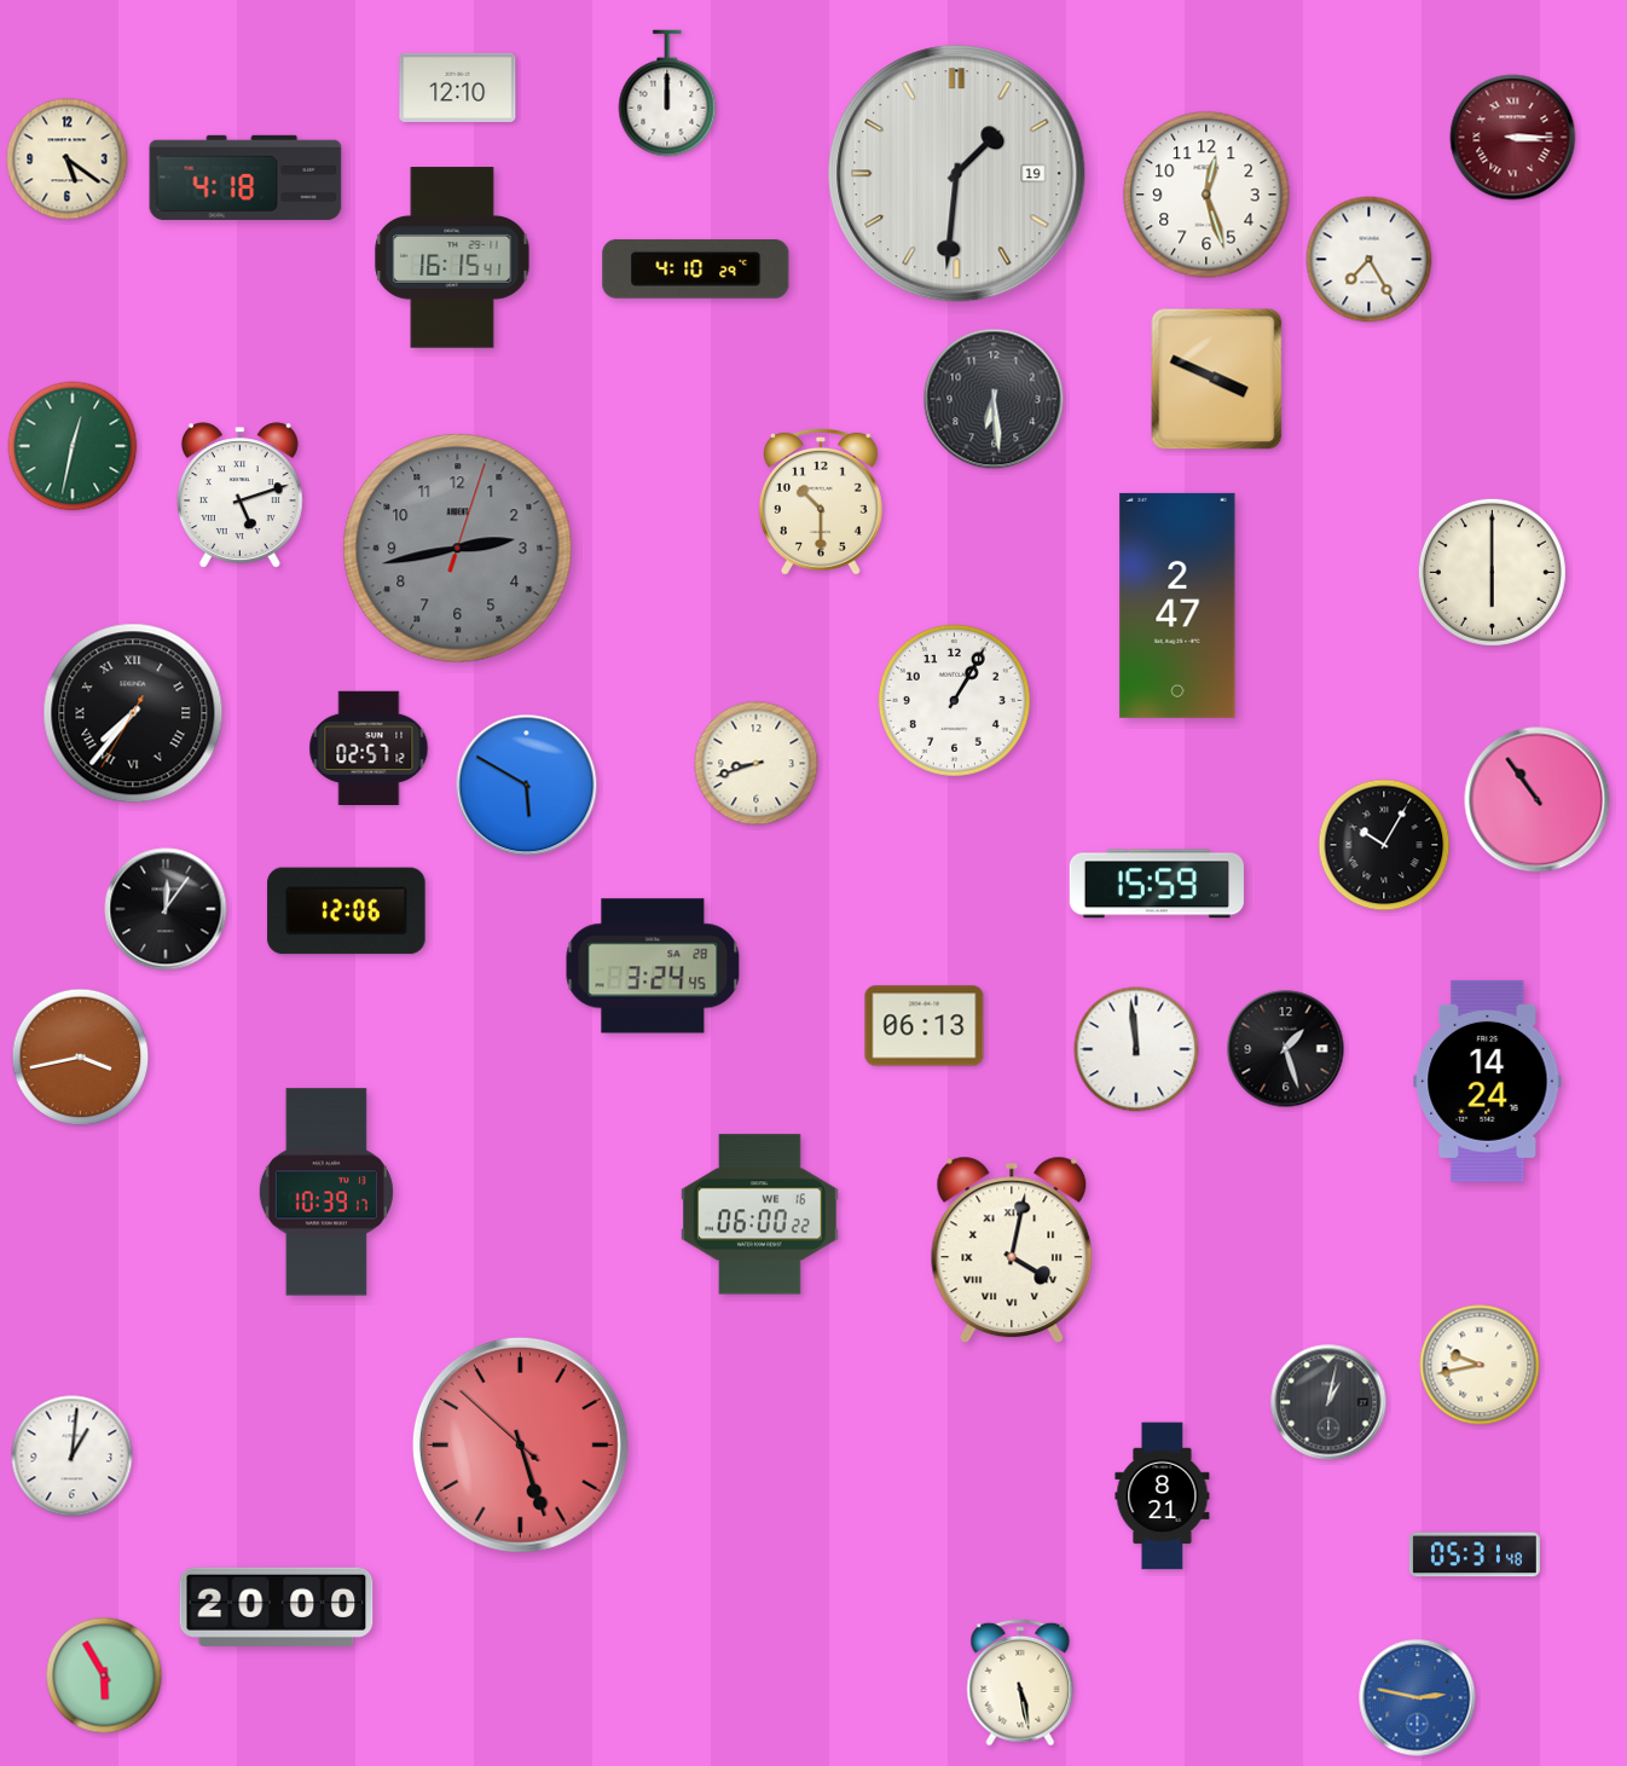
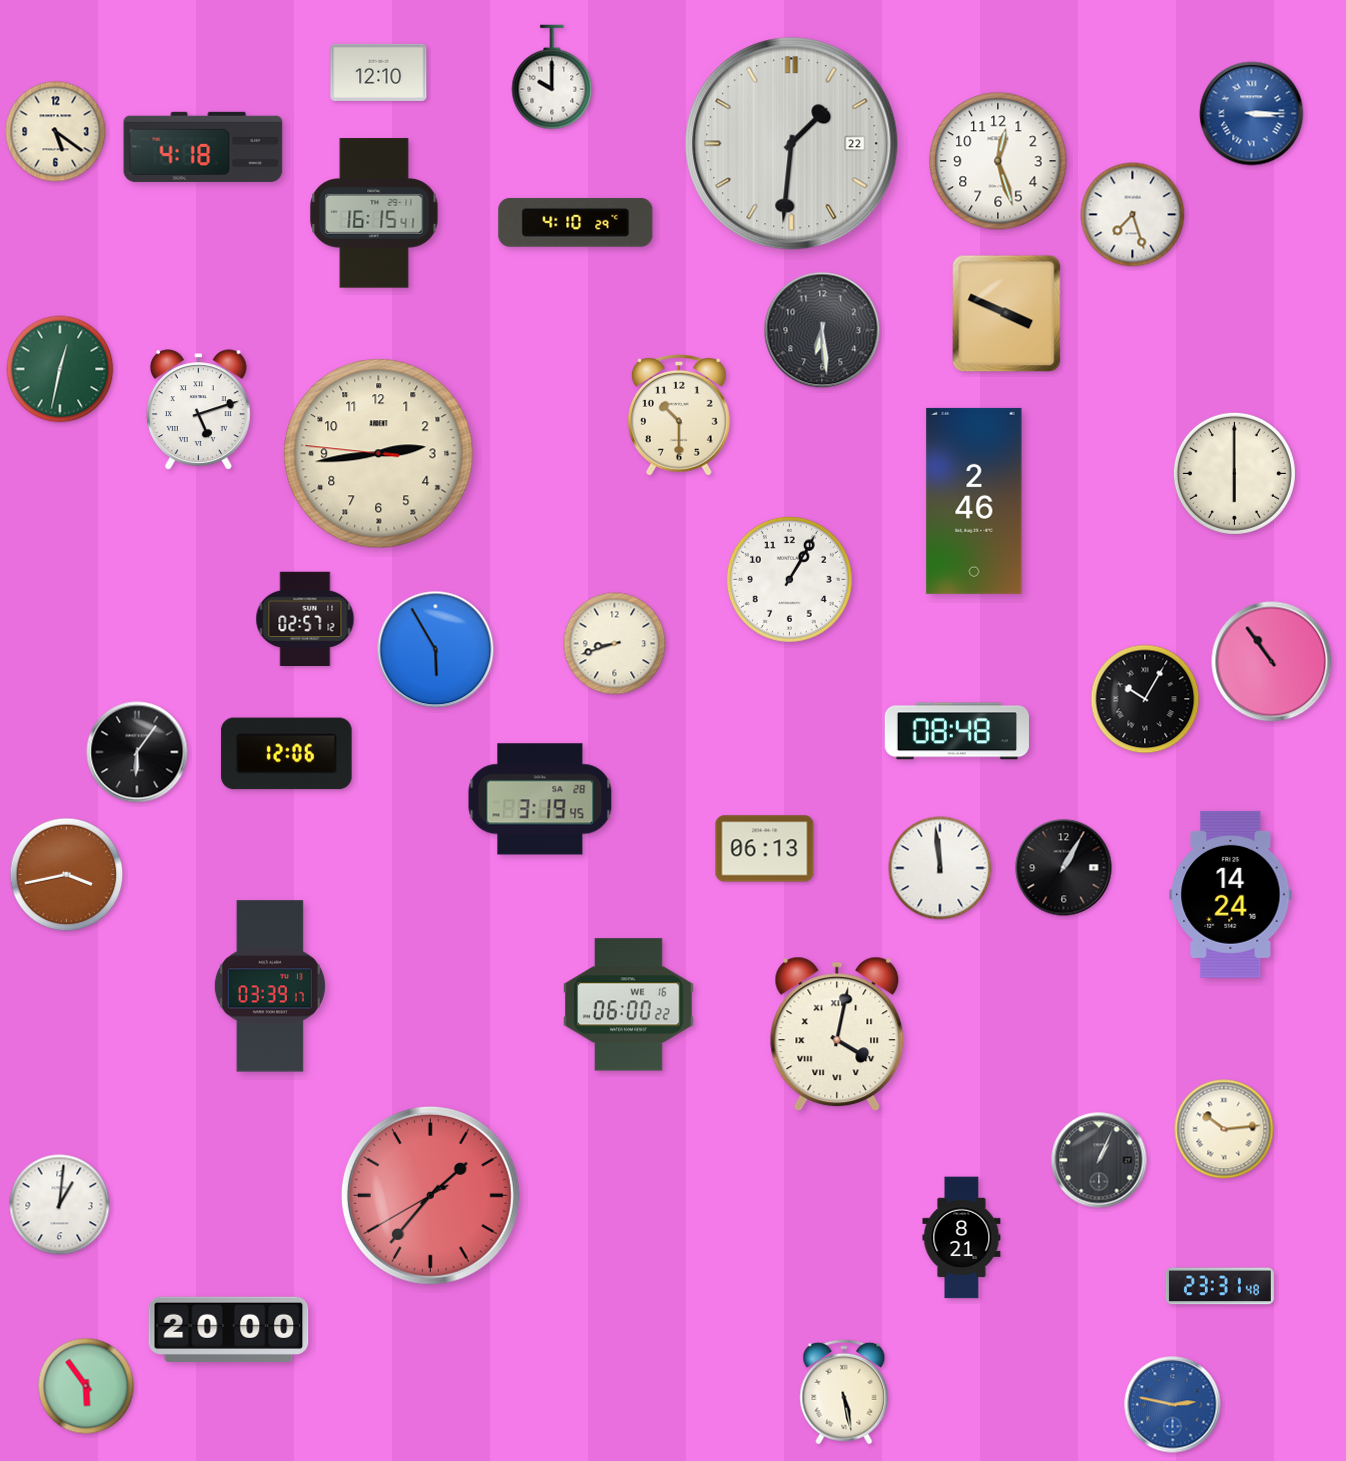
clock at (667, 93): 12:00 -> 10:00
clock at (1513, 138) dial: burgundy -> blue
clock at (957, 174) date: 19 -> 22
clock at (1370, 260): 7:25 -> 7:27
clock at (458, 549): 2:43:03 -> 2:43:46
clock at (458, 549) dial: grey -> cream
clock at (1177, 606): 2:47 -> 2:46
clock at (133, 713): 7:36 -> none
clock at (757, 764) position: (757, 764) -> (615, 644)
clock at (527, 786): 5:50 -> 5:55
clock at (1157, 884): 15:59 -> 08:48
clock at (166, 909): 12:06 -> 6:06
clock at (653, 966): 3:24 -> 3:19
clock at (1286, 1049): 1:27 -> 1:05
clock at (326, 1192): 10:39 -> 03:39
clock at (1480, 1365): 9:43 -> 10:14
clock at (1328, 1402): 1:02 -> 1:04
clock at (520, 1444): 5:26 -> 1:36
clock at (1475, 1554): 05:31 -> 23:31
clock at (104, 1675): 5:55 -> 5:54
